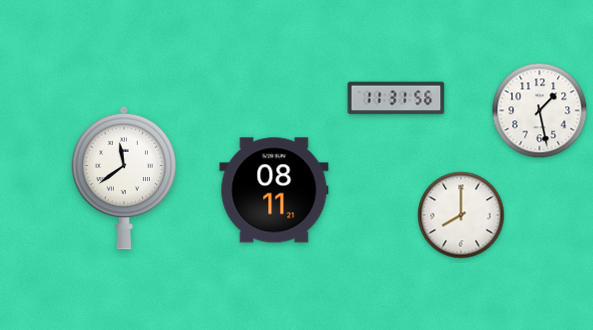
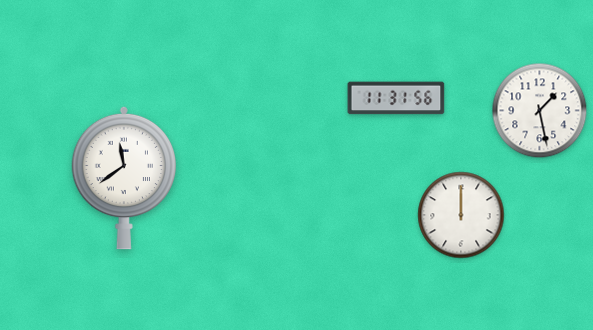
clock at (274, 190): 08:11 -> none
clock at (461, 215): 8:00 -> 12:00
